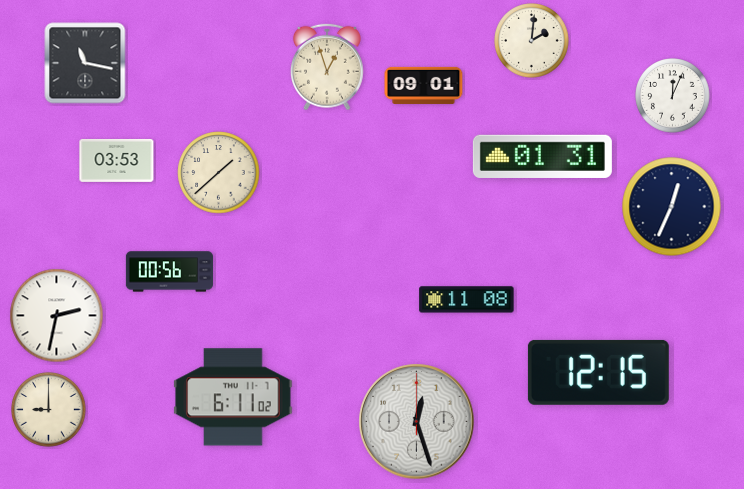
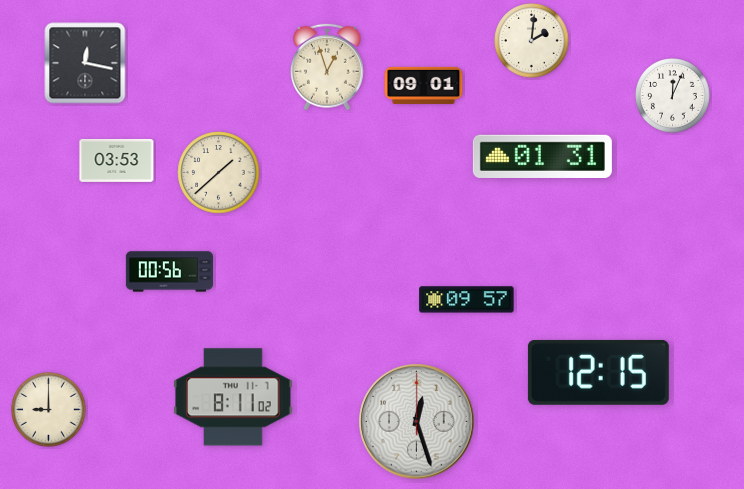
clock at (85, 63): 11:17 -> 12:17
clock at (672, 207): 12:34 -> none
clock at (467, 300): 11:08 -> 09:57
clock at (57, 316): 2:32 -> none
clock at (233, 397): 6:11 -> 8:11
